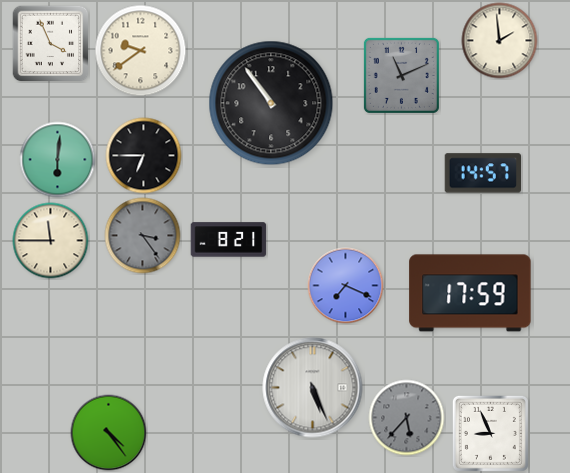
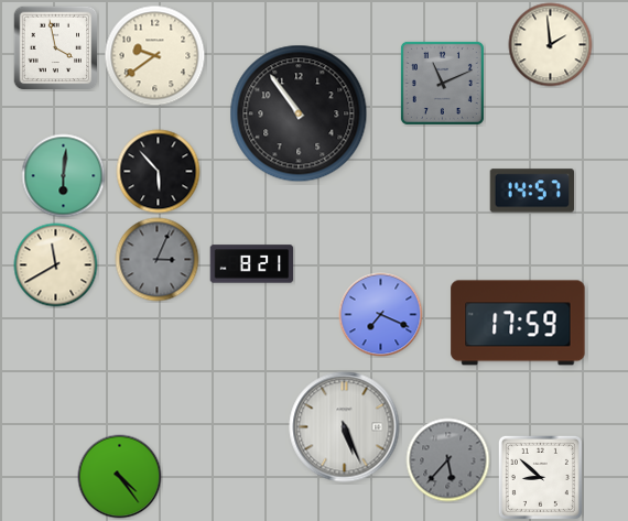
clock at (50, 43): 3:56 -> 3:58
clock at (144, 156): 6:45 -> 5:53
clock at (143, 236): 3:24 -> 3:04
clock at (51, 241): 11:45 -> 11:40
clock at (490, 433): 8:56 -> 8:52
